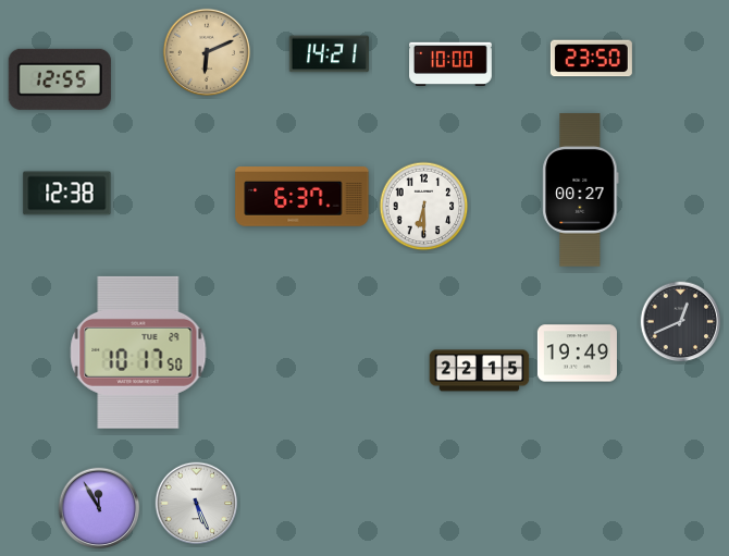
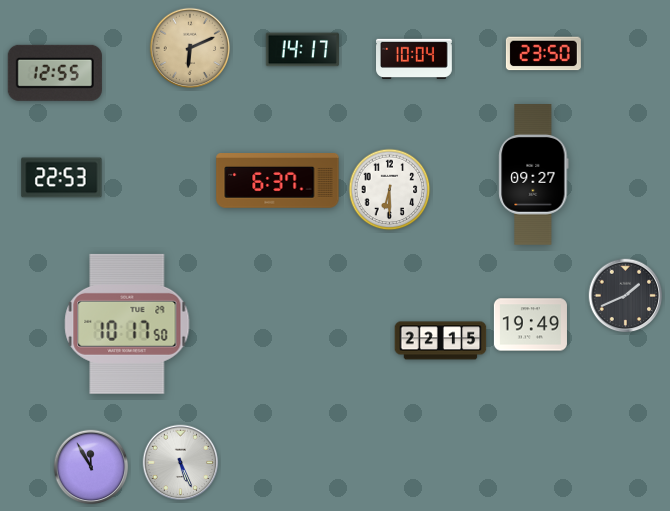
clock at (329, 54): 14:21 -> 14:17
clock at (452, 63): 10:00 -> 10:04
clock at (581, 190): 00:27 -> 09:27
clock at (67, 194): 12:38 -> 22:53
clock at (681, 322): 12:41 -> 1:41
